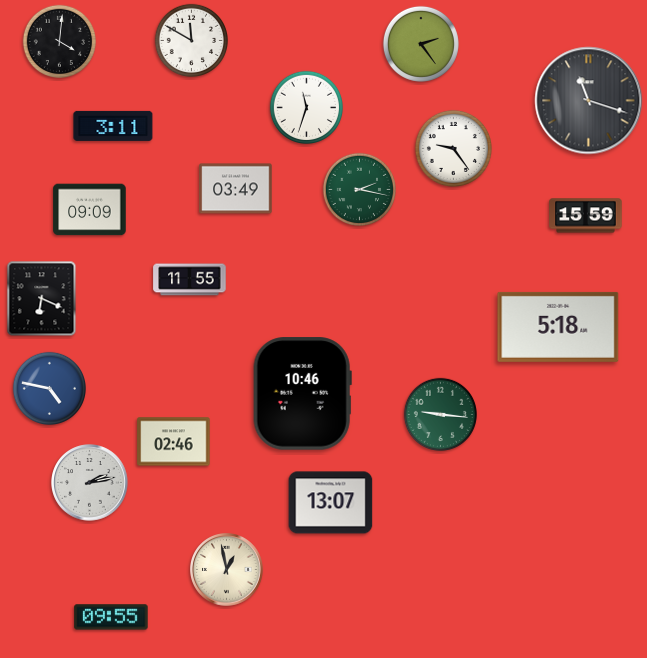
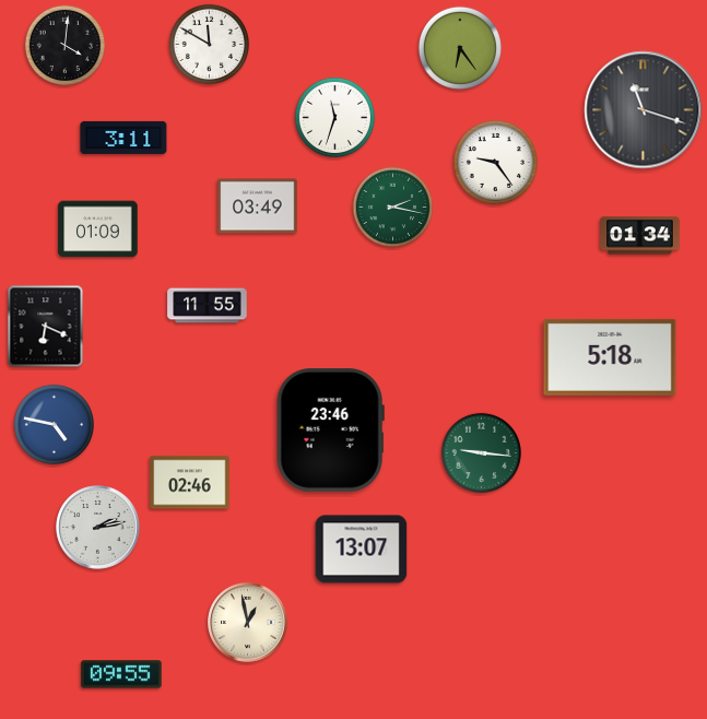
clock at (421, 44): 2:24 -> 6:24
clock at (90, 210): 09:09 -> 01:09
clock at (586, 216): 15:59 -> 01:34
clock at (302, 394): 10:46 -> 23:46
